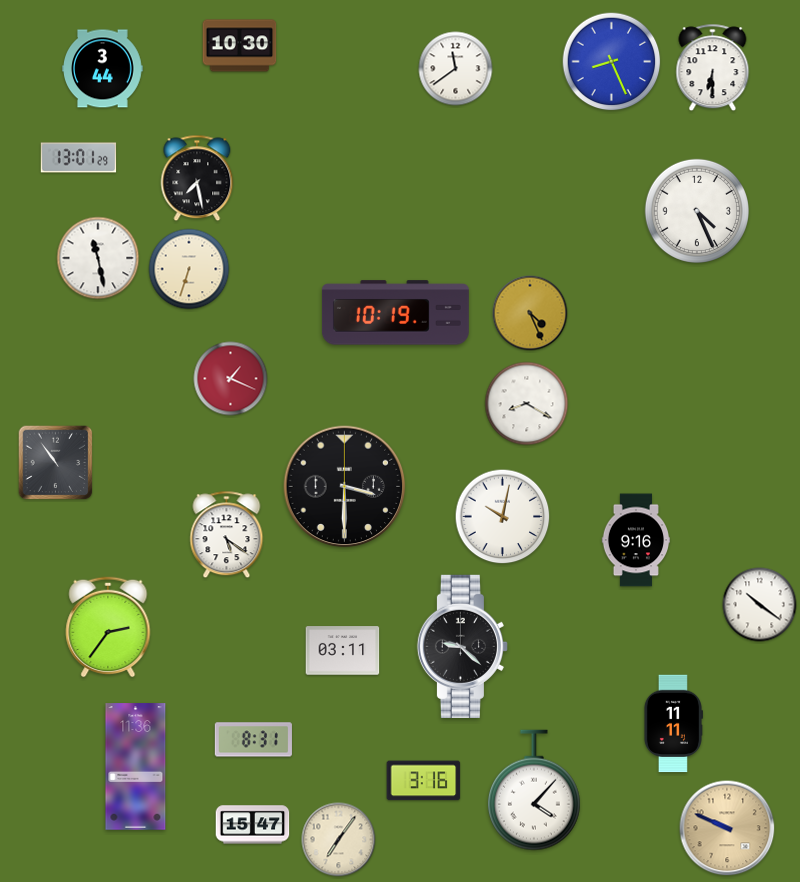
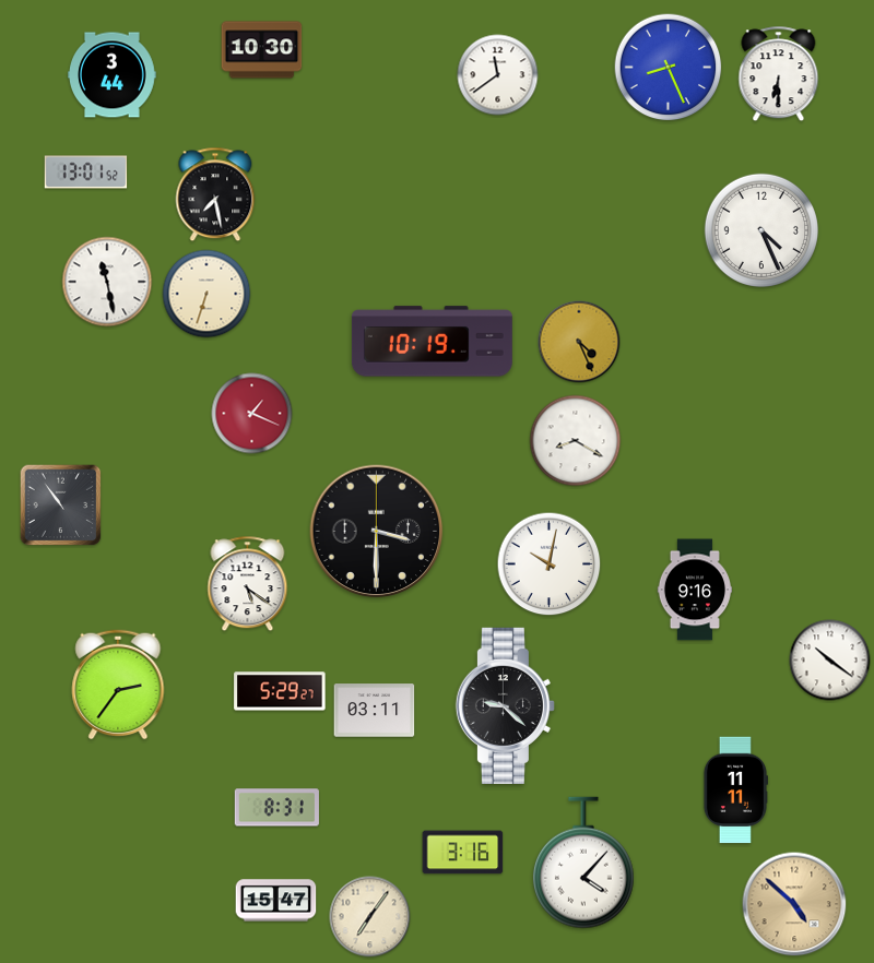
clock at (79, 158): 13:01:29 -> 13:01:52
clock at (280, 691): none -> 5:29
clock at (136, 767): 11:36 -> none
clock at (727, 828): 9:49 -> 4:52
